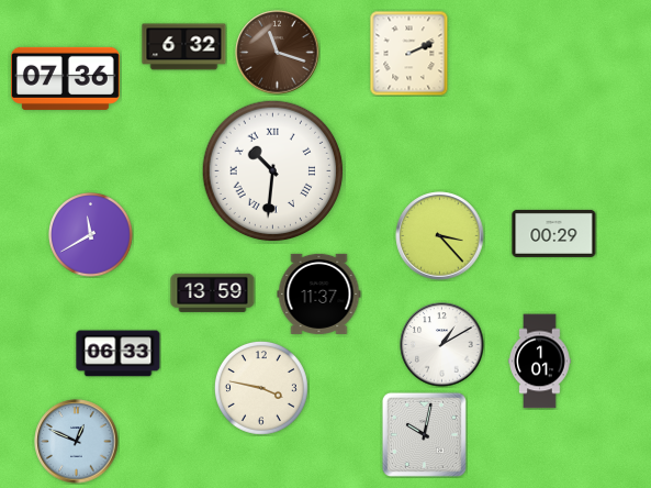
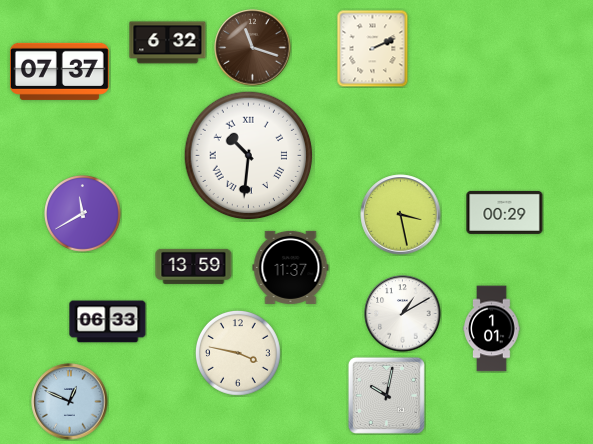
clock at (65, 78): 07:36 -> 07:37
clock at (440, 236): 3:23 -> 3:28
